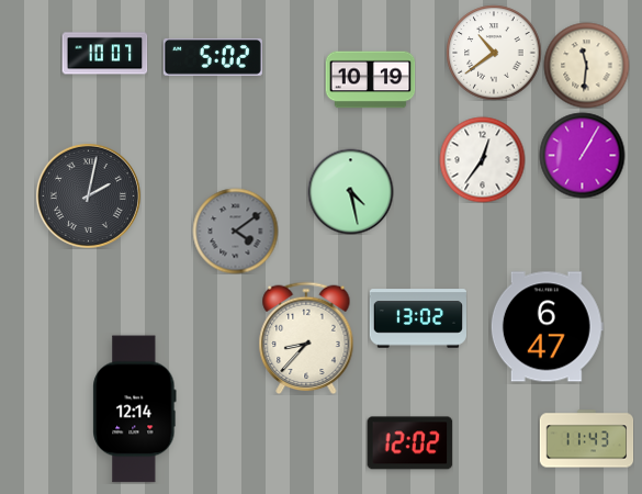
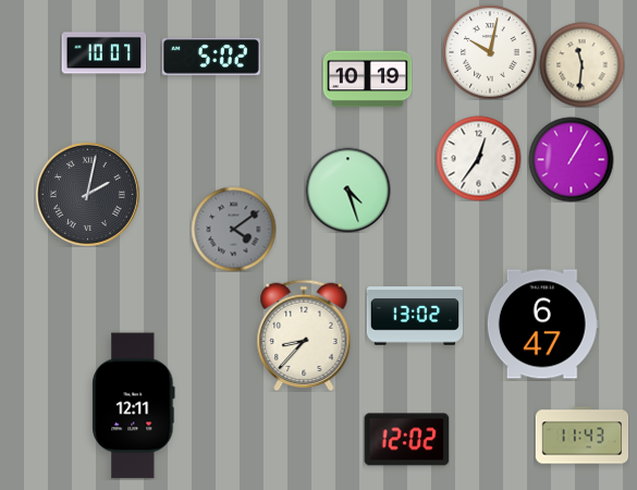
clock at (494, 53): 10:39 -> 10:02
clock at (582, 155) position: (582, 155) -> (571, 159)
clock at (350, 191): 4:28 -> 4:27
clock at (135, 409): 12:14 -> 12:11
